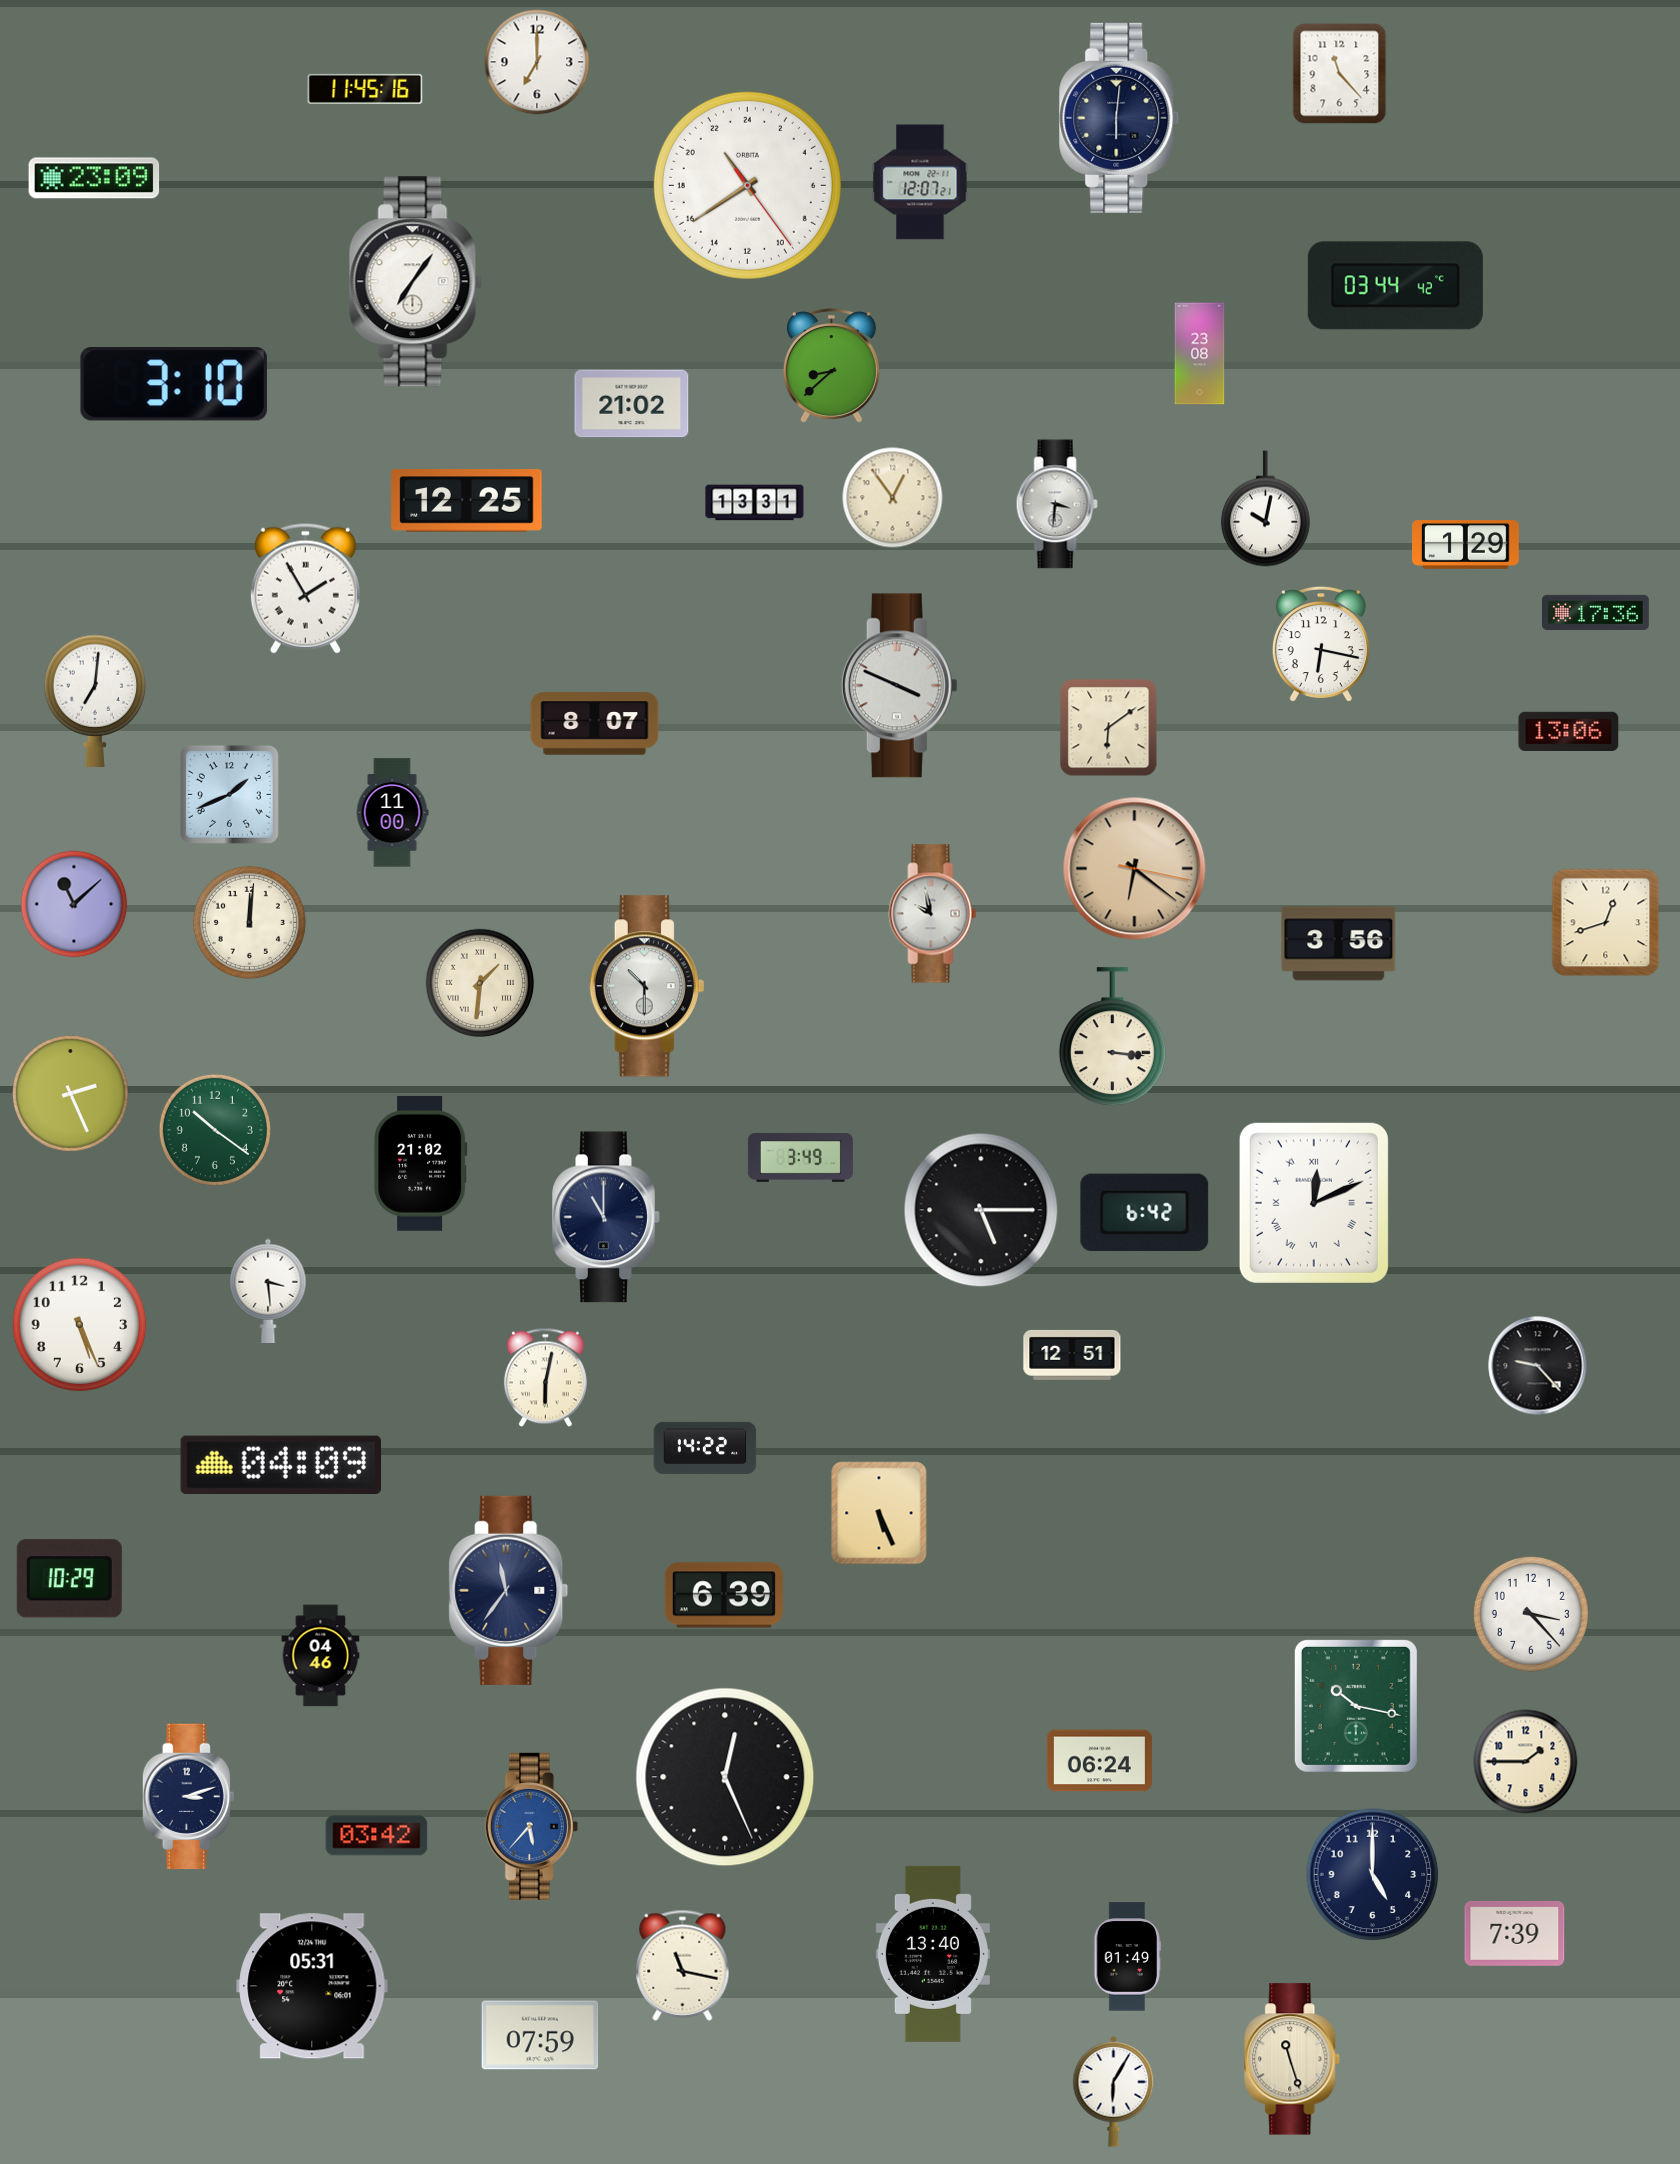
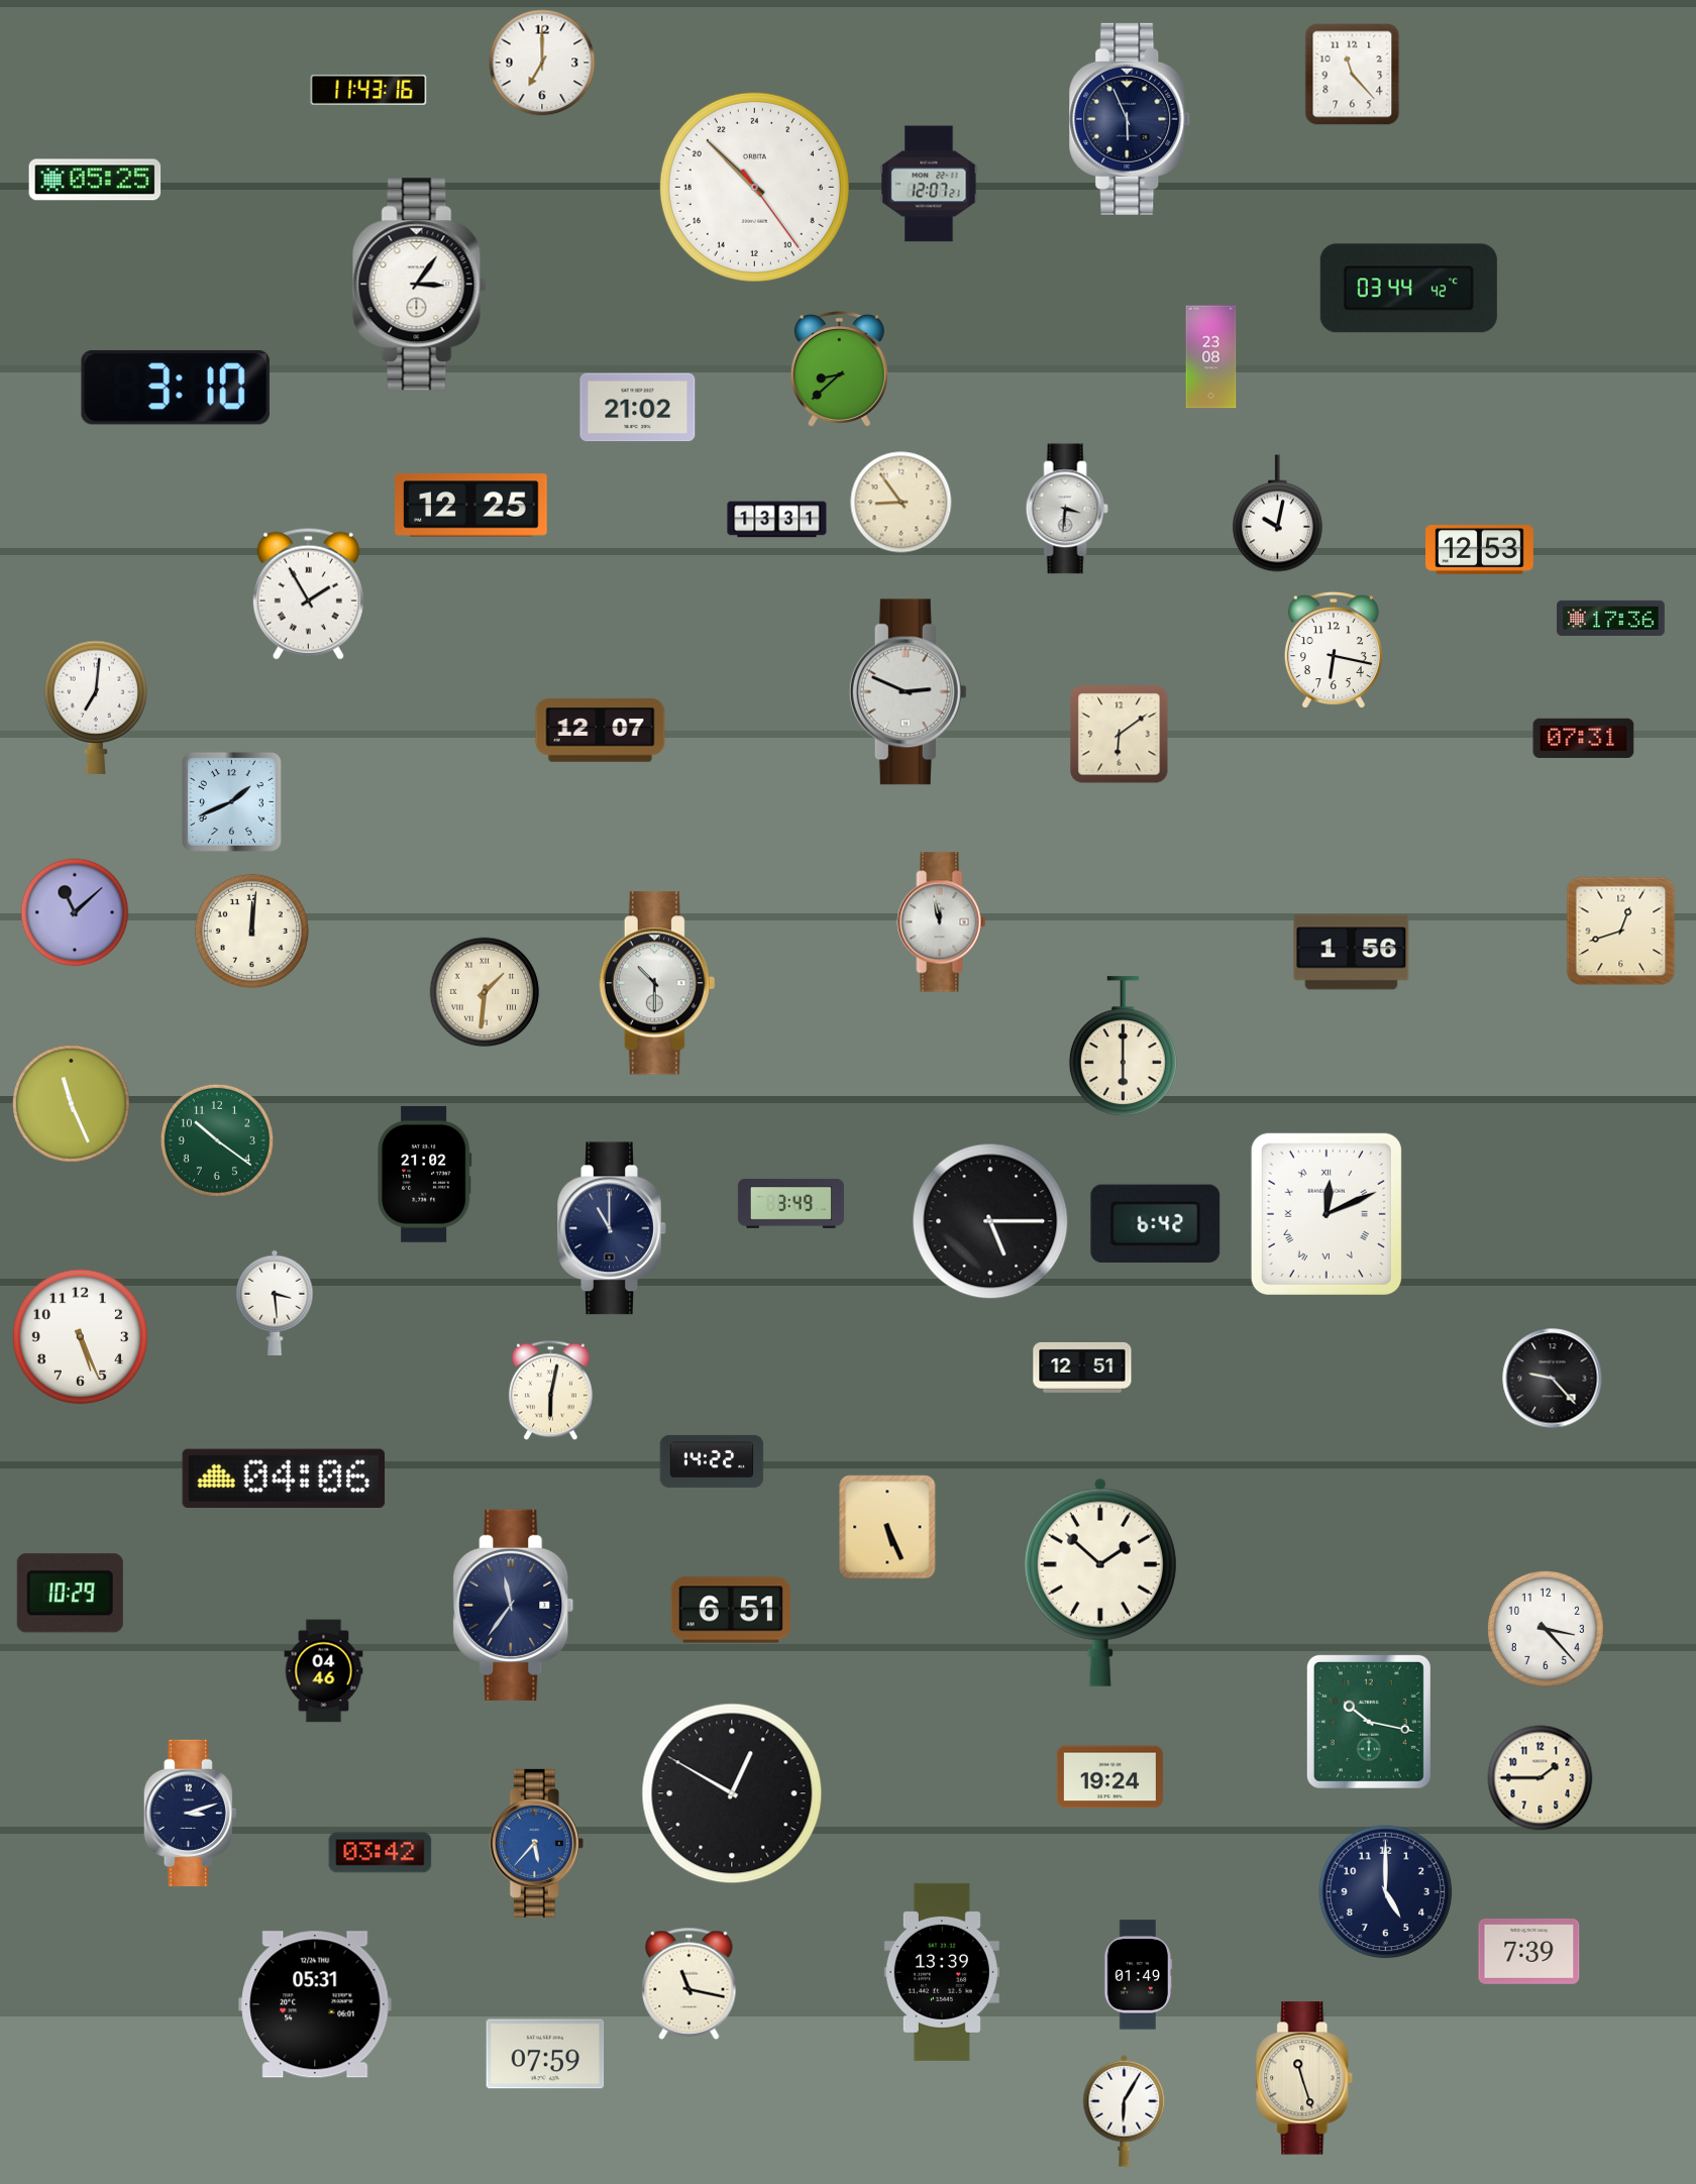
clock at (365, 89): 11:45 -> 11:43
clock at (1119, 118): 6:01 -> 5:56
clock at (94, 178): 23:09 -> 05:25
clock at (747, 185): 21:39 -> 20:52
clock at (415, 282): 7:06 -> 3:06
clock at (893, 498): 12:54 -> 8:54
clock at (755, 503) position: (755, 503) -> (777, 520)
clock at (1466, 545): 1:29 -> 12:53
clock at (899, 686): 3:49 -> 2:49
clock at (595, 724): 8:07 -> 12:07
clock at (1569, 731): 13:06 -> 07:31
clock at (392, 813): 11:00 -> none
clock at (1135, 869): 6:21 -> none
clock at (933, 914): 9:58 -> 11:58
clock at (1339, 944): 3:56 -> 1:56
clock at (647, 986) position: (647, 986) -> (657, 983)
clock at (1112, 1037): 3:16 -> 6:00
clock at (71, 1094): 2:26 -> 11:26
clock at (800, 1157) position: (800, 1157) -> (790, 1203)
clock at (268, 1290) position: (268, 1290) -> (275, 1302)
clock at (281, 1464): 04:09 -> 04:06
clock at (1100, 1582): none -> 1:52
clock at (724, 1595): 6:39 -> 6:51
clock at (1099, 1761): 06:24 -> 19:24
clock at (725, 1777): 12:26 -> 12:50
clock at (933, 1954): 13:40 -> 13:39
